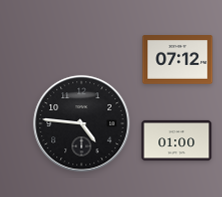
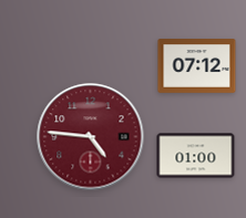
clock at (82, 124) dial: black -> burgundy
